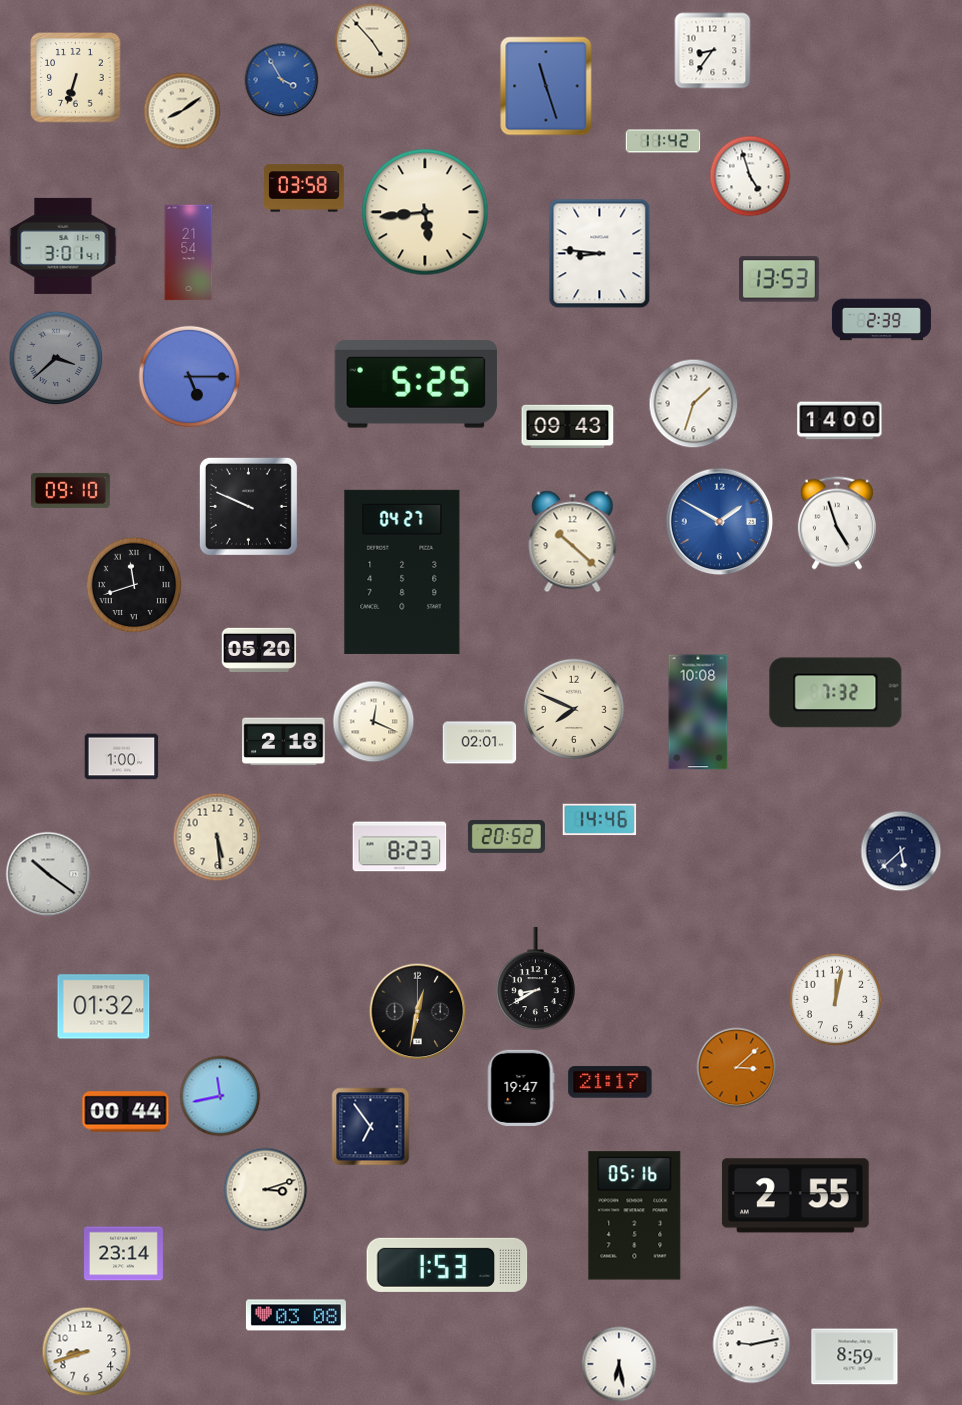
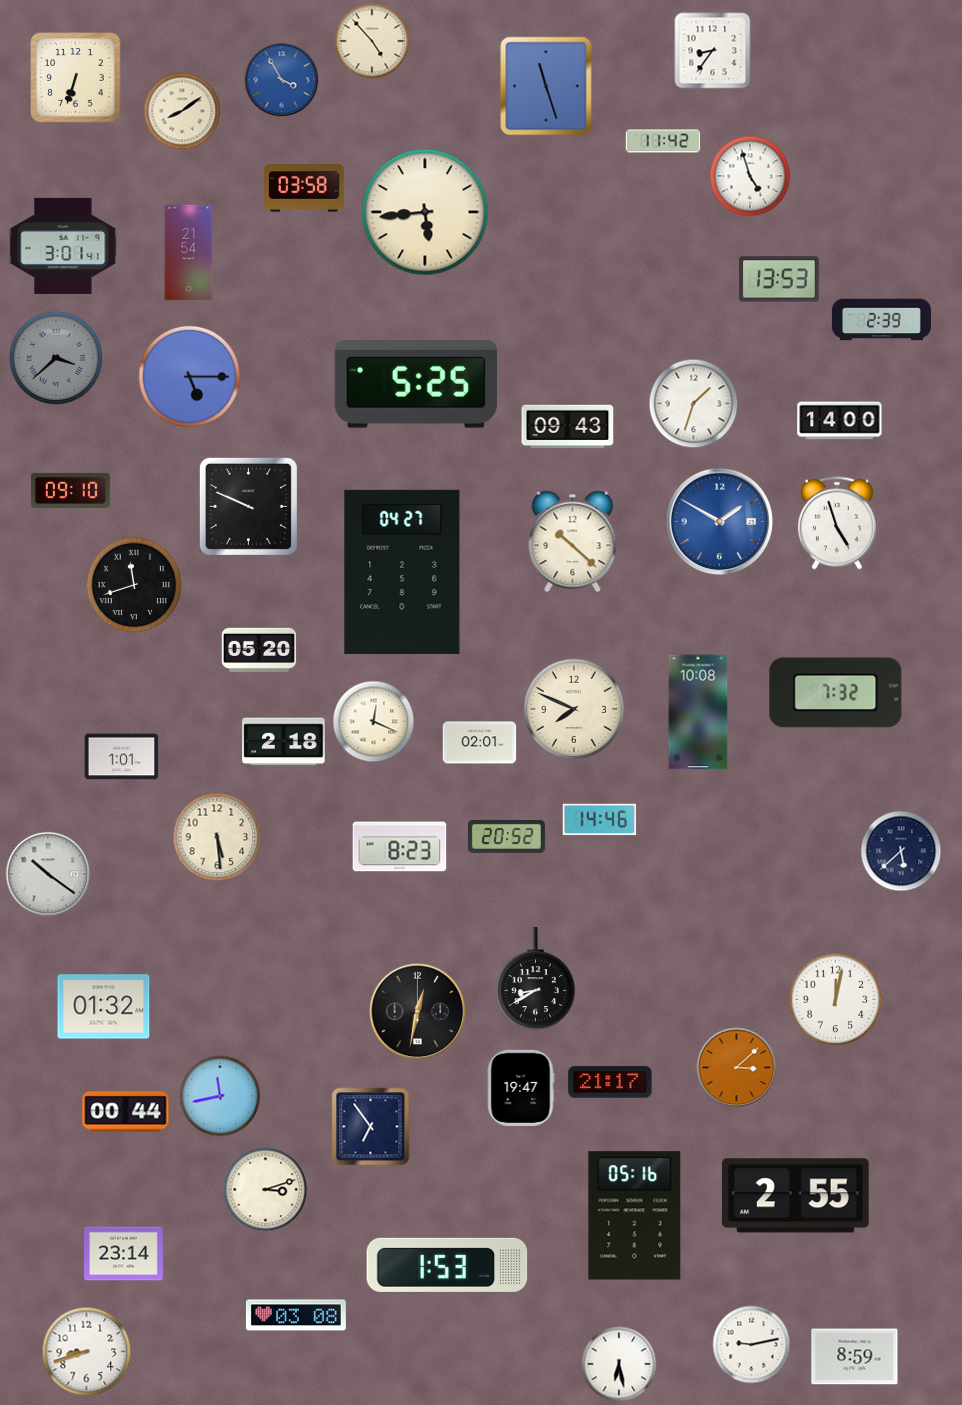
clock at (600, 254): 8:46 -> none
clock at (122, 757): 1:00 -> 1:01
